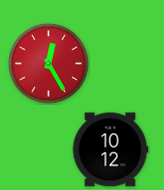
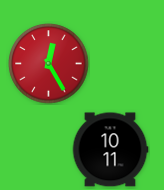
clock at (110, 150): 10:12 -> 10:11
